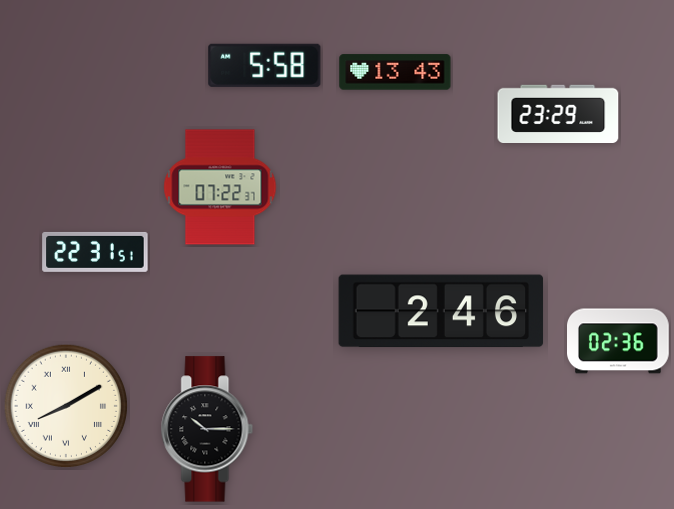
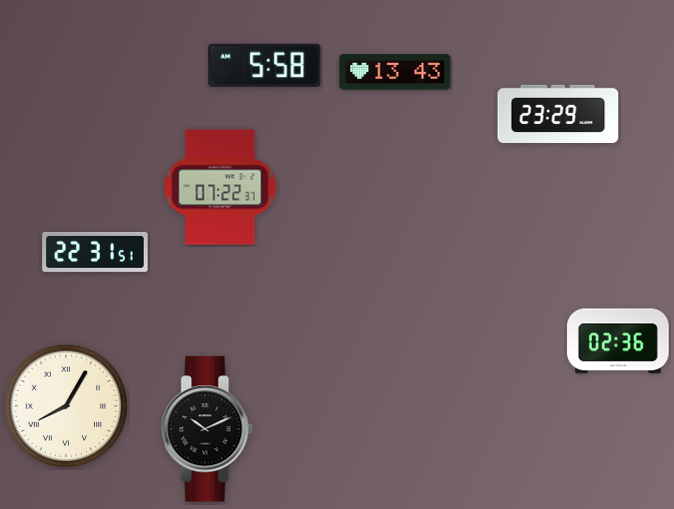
clock at (441, 311): 2:46 -> none
clock at (65, 405): 8:10 -> 8:05
clock at (207, 429): 10:15 -> 10:11
